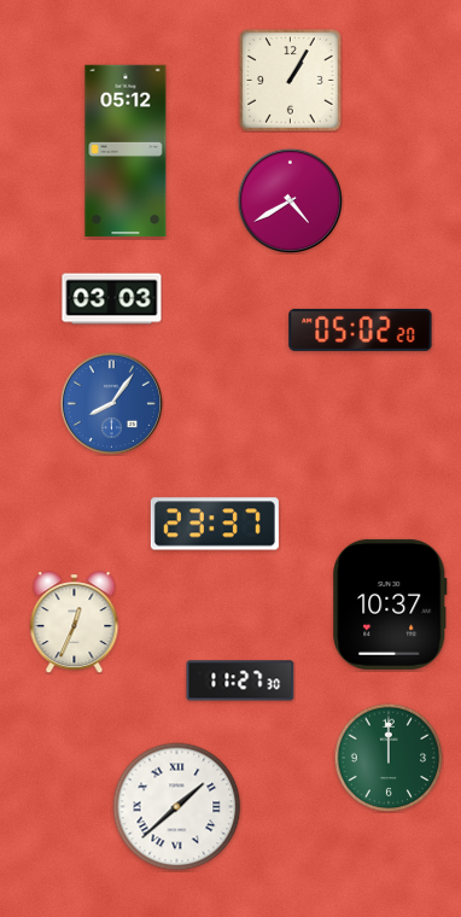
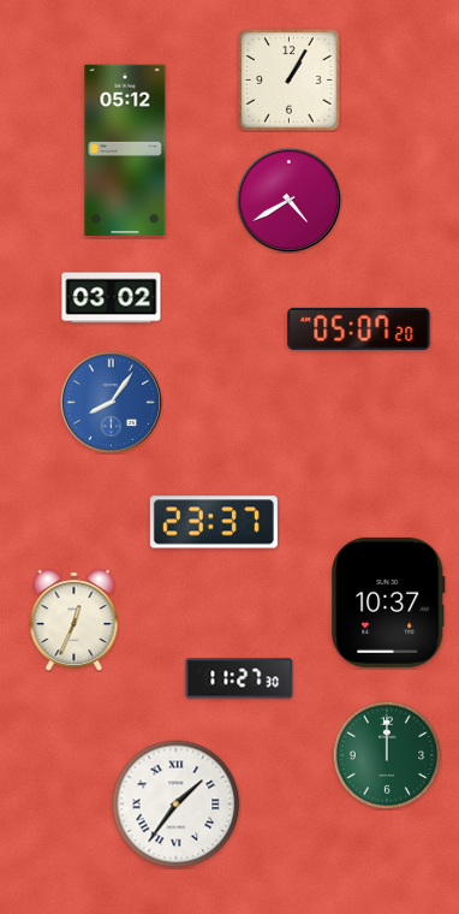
clock at (112, 299): 03:03 -> 03:02
clock at (361, 329): 05:02 -> 05:07
clock at (177, 807): 1:38 -> 1:36
